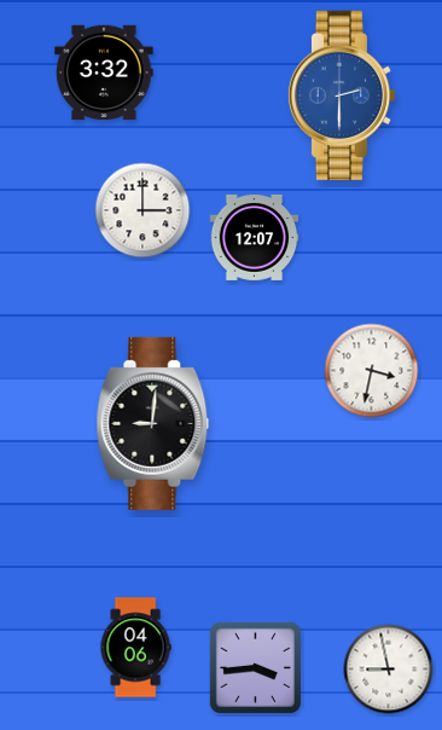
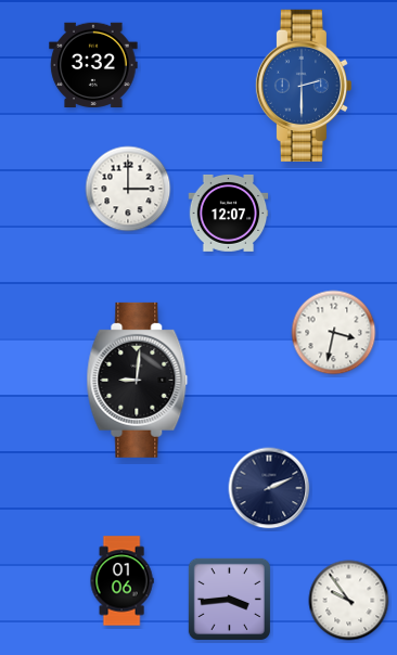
clock at (342, 95) position: (342, 95) -> (304, 86)
clock at (269, 488): none -> 2:11
clock at (135, 648): 04:06 -> 01:06
clock at (389, 670): 8:58 -> 9:54
